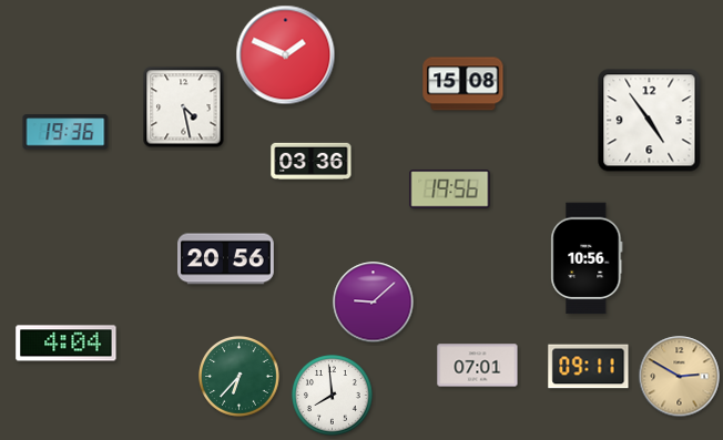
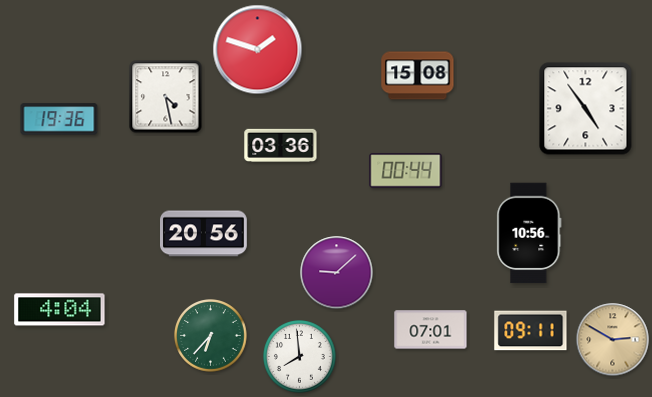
clock at (286, 55): 1:49 -> 1:48
clock at (450, 190): 19:56 -> 00:44
clock at (240, 377) position: (240, 377) -> (211, 336)
